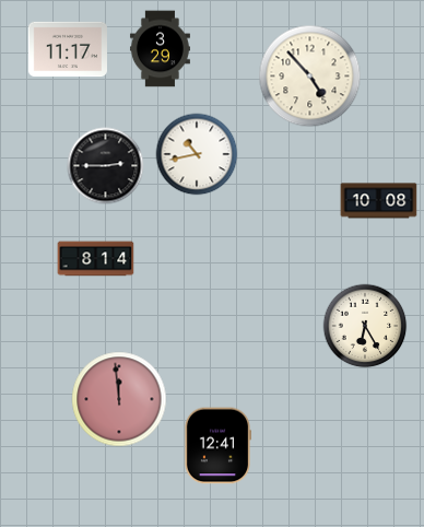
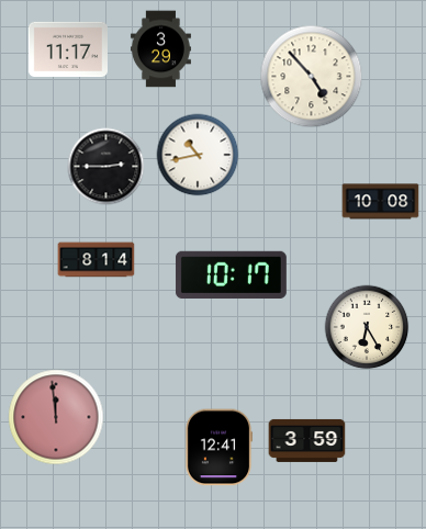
clock at (231, 274): none -> 10:17
clock at (119, 399) position: (119, 399) -> (56, 417)
clock at (307, 440): none -> 3:59
